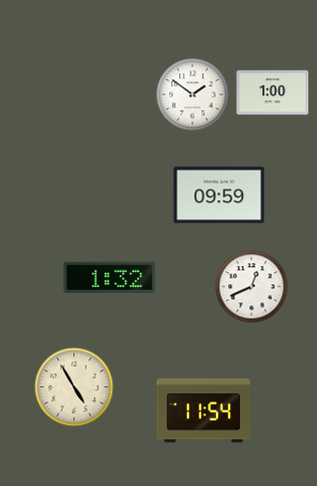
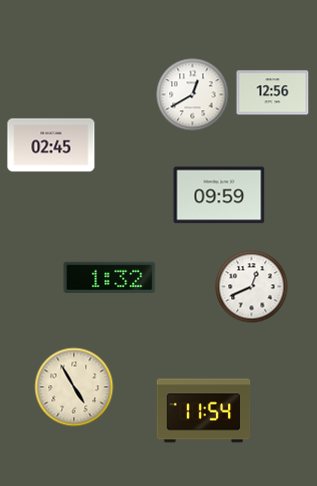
clock at (273, 93): 1:00 -> 12:56
clock at (193, 95): 1:51 -> 12:40
clock at (51, 145): none -> 02:45
